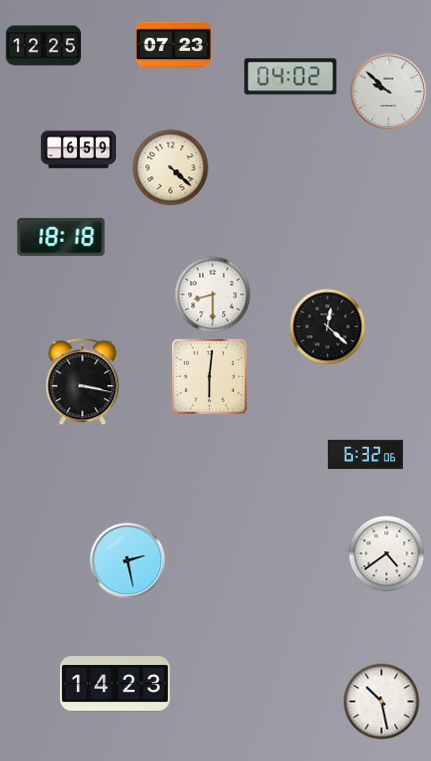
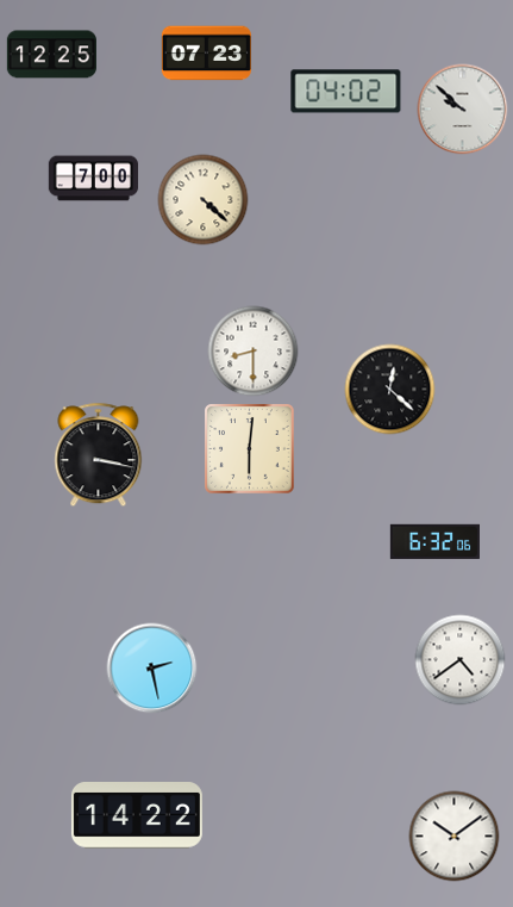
clock at (78, 150): 6:59 -> 7:00
clock at (61, 237): 18:18 -> none
clock at (115, 685): 14:23 -> 14:22
clock at (382, 702): 10:28 -> 10:09
